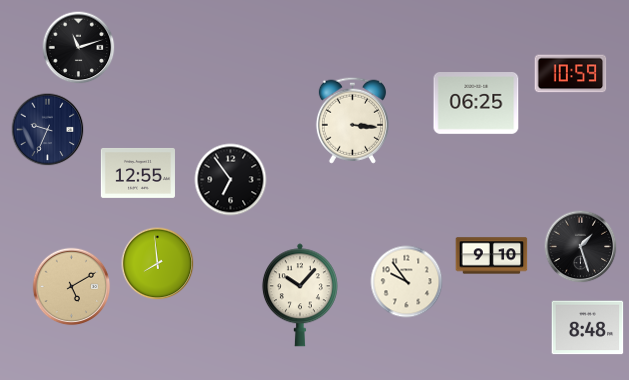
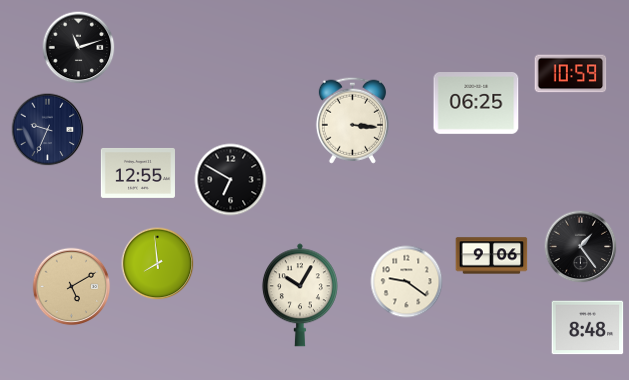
clock at (231, 180): 6:54 -> 6:50
clock at (581, 247): 1:27 -> 1:24
clock at (492, 256): 9:10 -> 9:06
clock at (407, 282): 9:54 -> 9:21
clock at (300, 295): 10:07 -> 10:05
